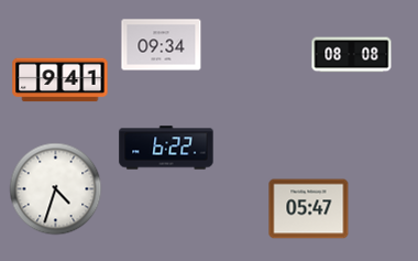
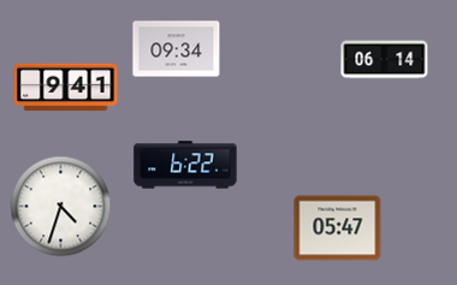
clock at (352, 55): 08:08 -> 06:14
clock at (166, 148) position: (166, 148) -> (185, 165)
